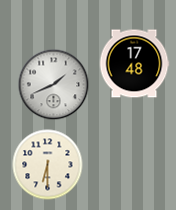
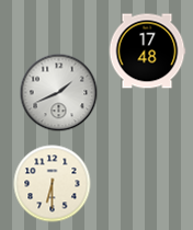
clock at (134, 64) position: (134, 64) -> (147, 51)
clock at (48, 165) position: (48, 165) -> (53, 184)
